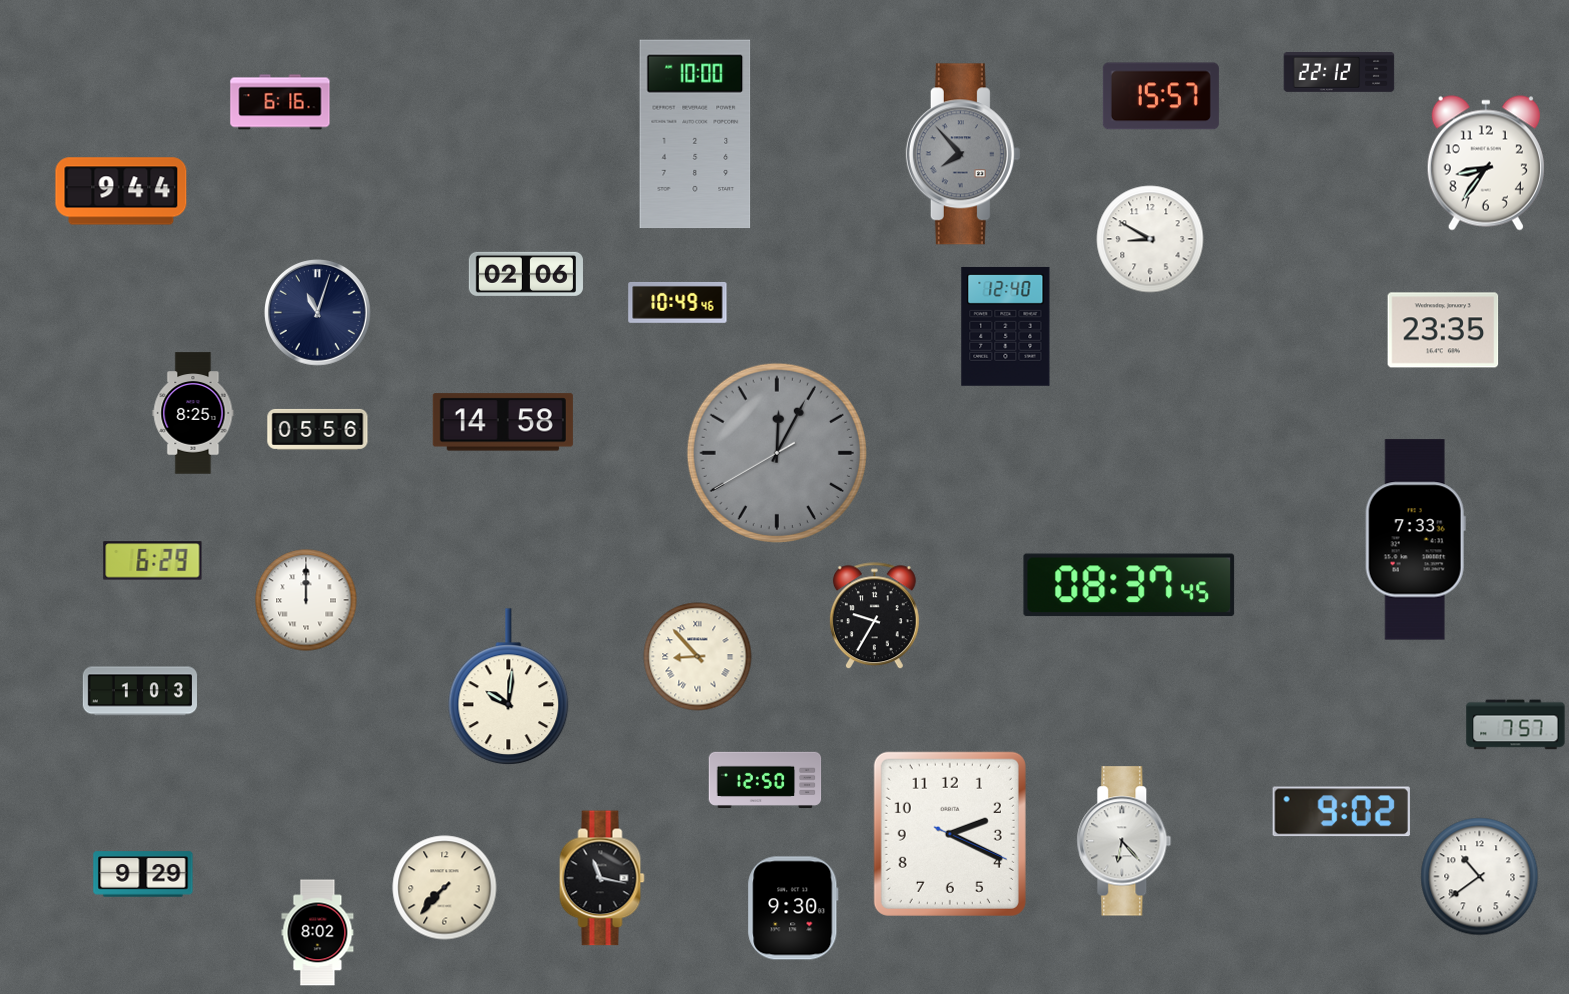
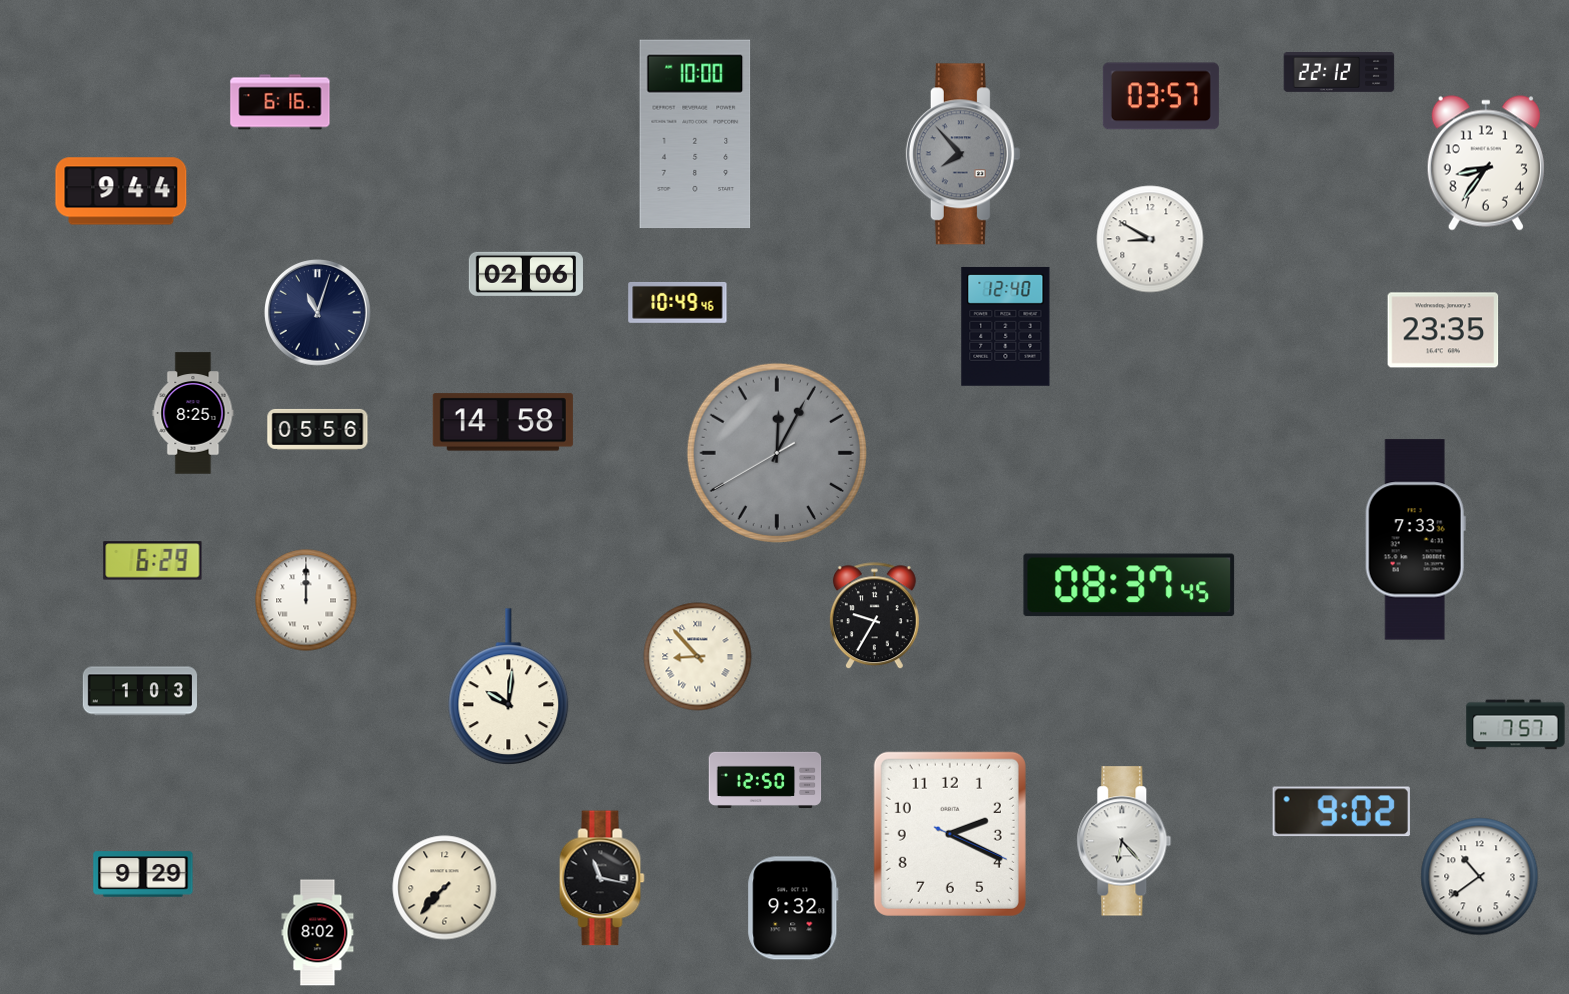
clock at (1161, 96): 15:57 -> 03:57
clock at (793, 908): 9:30 -> 9:32
